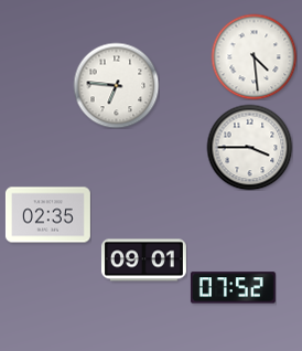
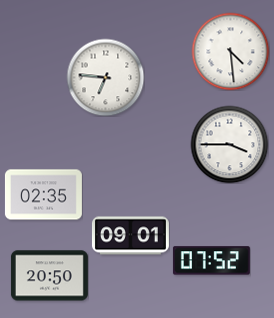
clock at (249, 147) position: (249, 147) -> (229, 144)
clock at (49, 276): none -> 20:50
